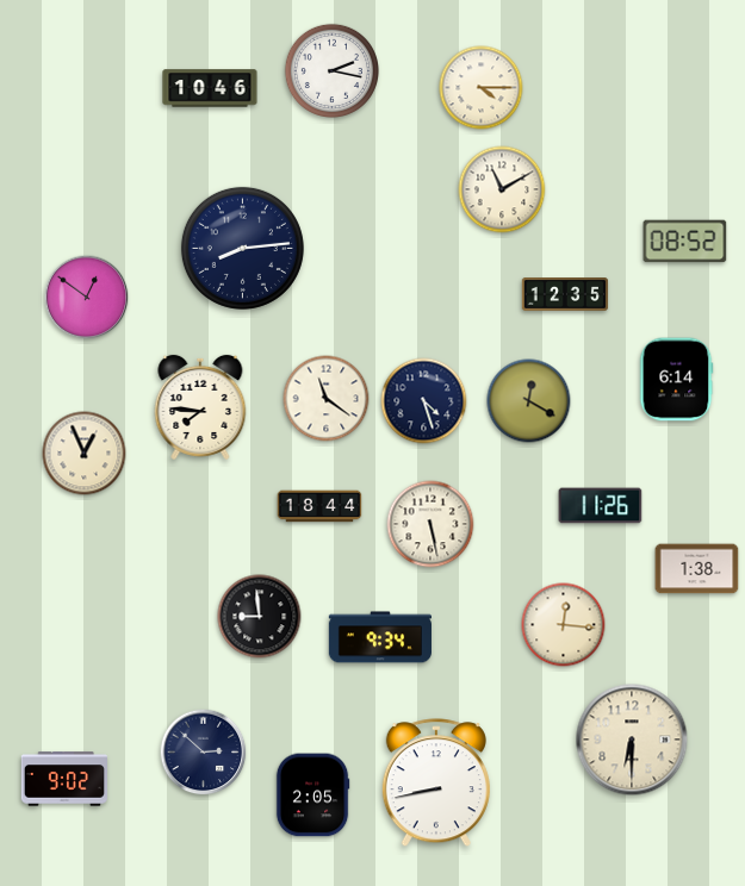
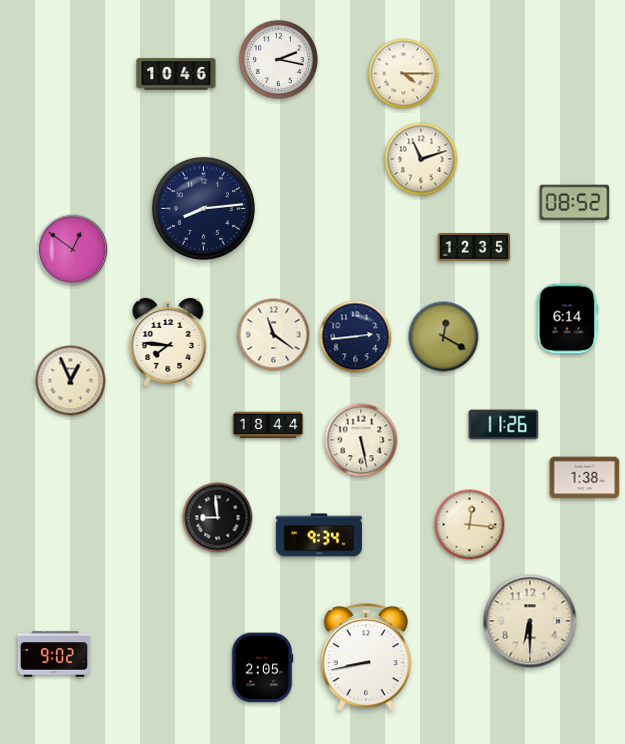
clock at (502, 189): 11:10 -> 11:12
clock at (424, 401): 4:27 -> 2:44
clock at (564, 625) position: (564, 625) -> (470, 525)
clock at (204, 753): 2:52 -> none
